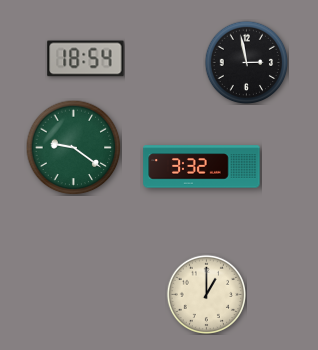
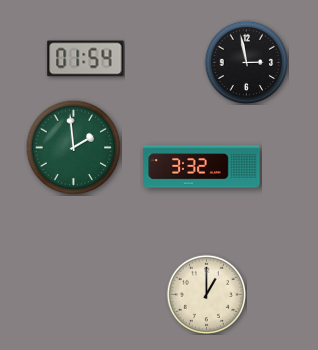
clock at (86, 59): 18:54 -> 01:54
clock at (73, 147): 9:21 -> 1:59
